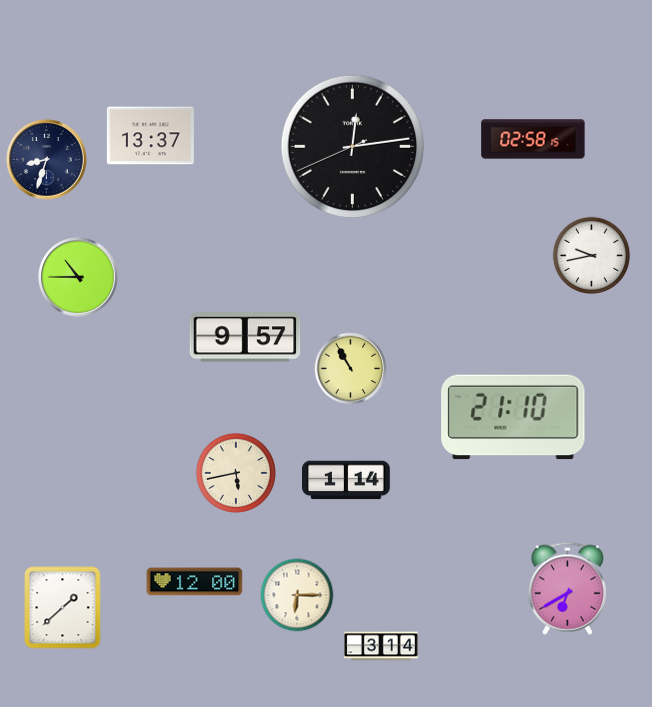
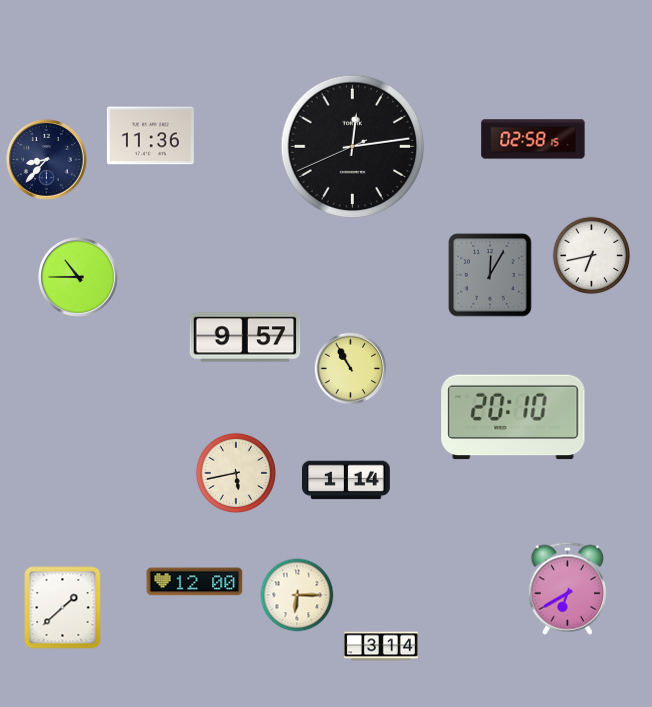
clock at (150, 136): 13:37 -> 11:36
clock at (47, 160): 8:33 -> 8:37
clock at (592, 256): 9:43 -> 6:43
clock at (490, 275): none -> 12:05
clock at (513, 417): 21:10 -> 20:10
